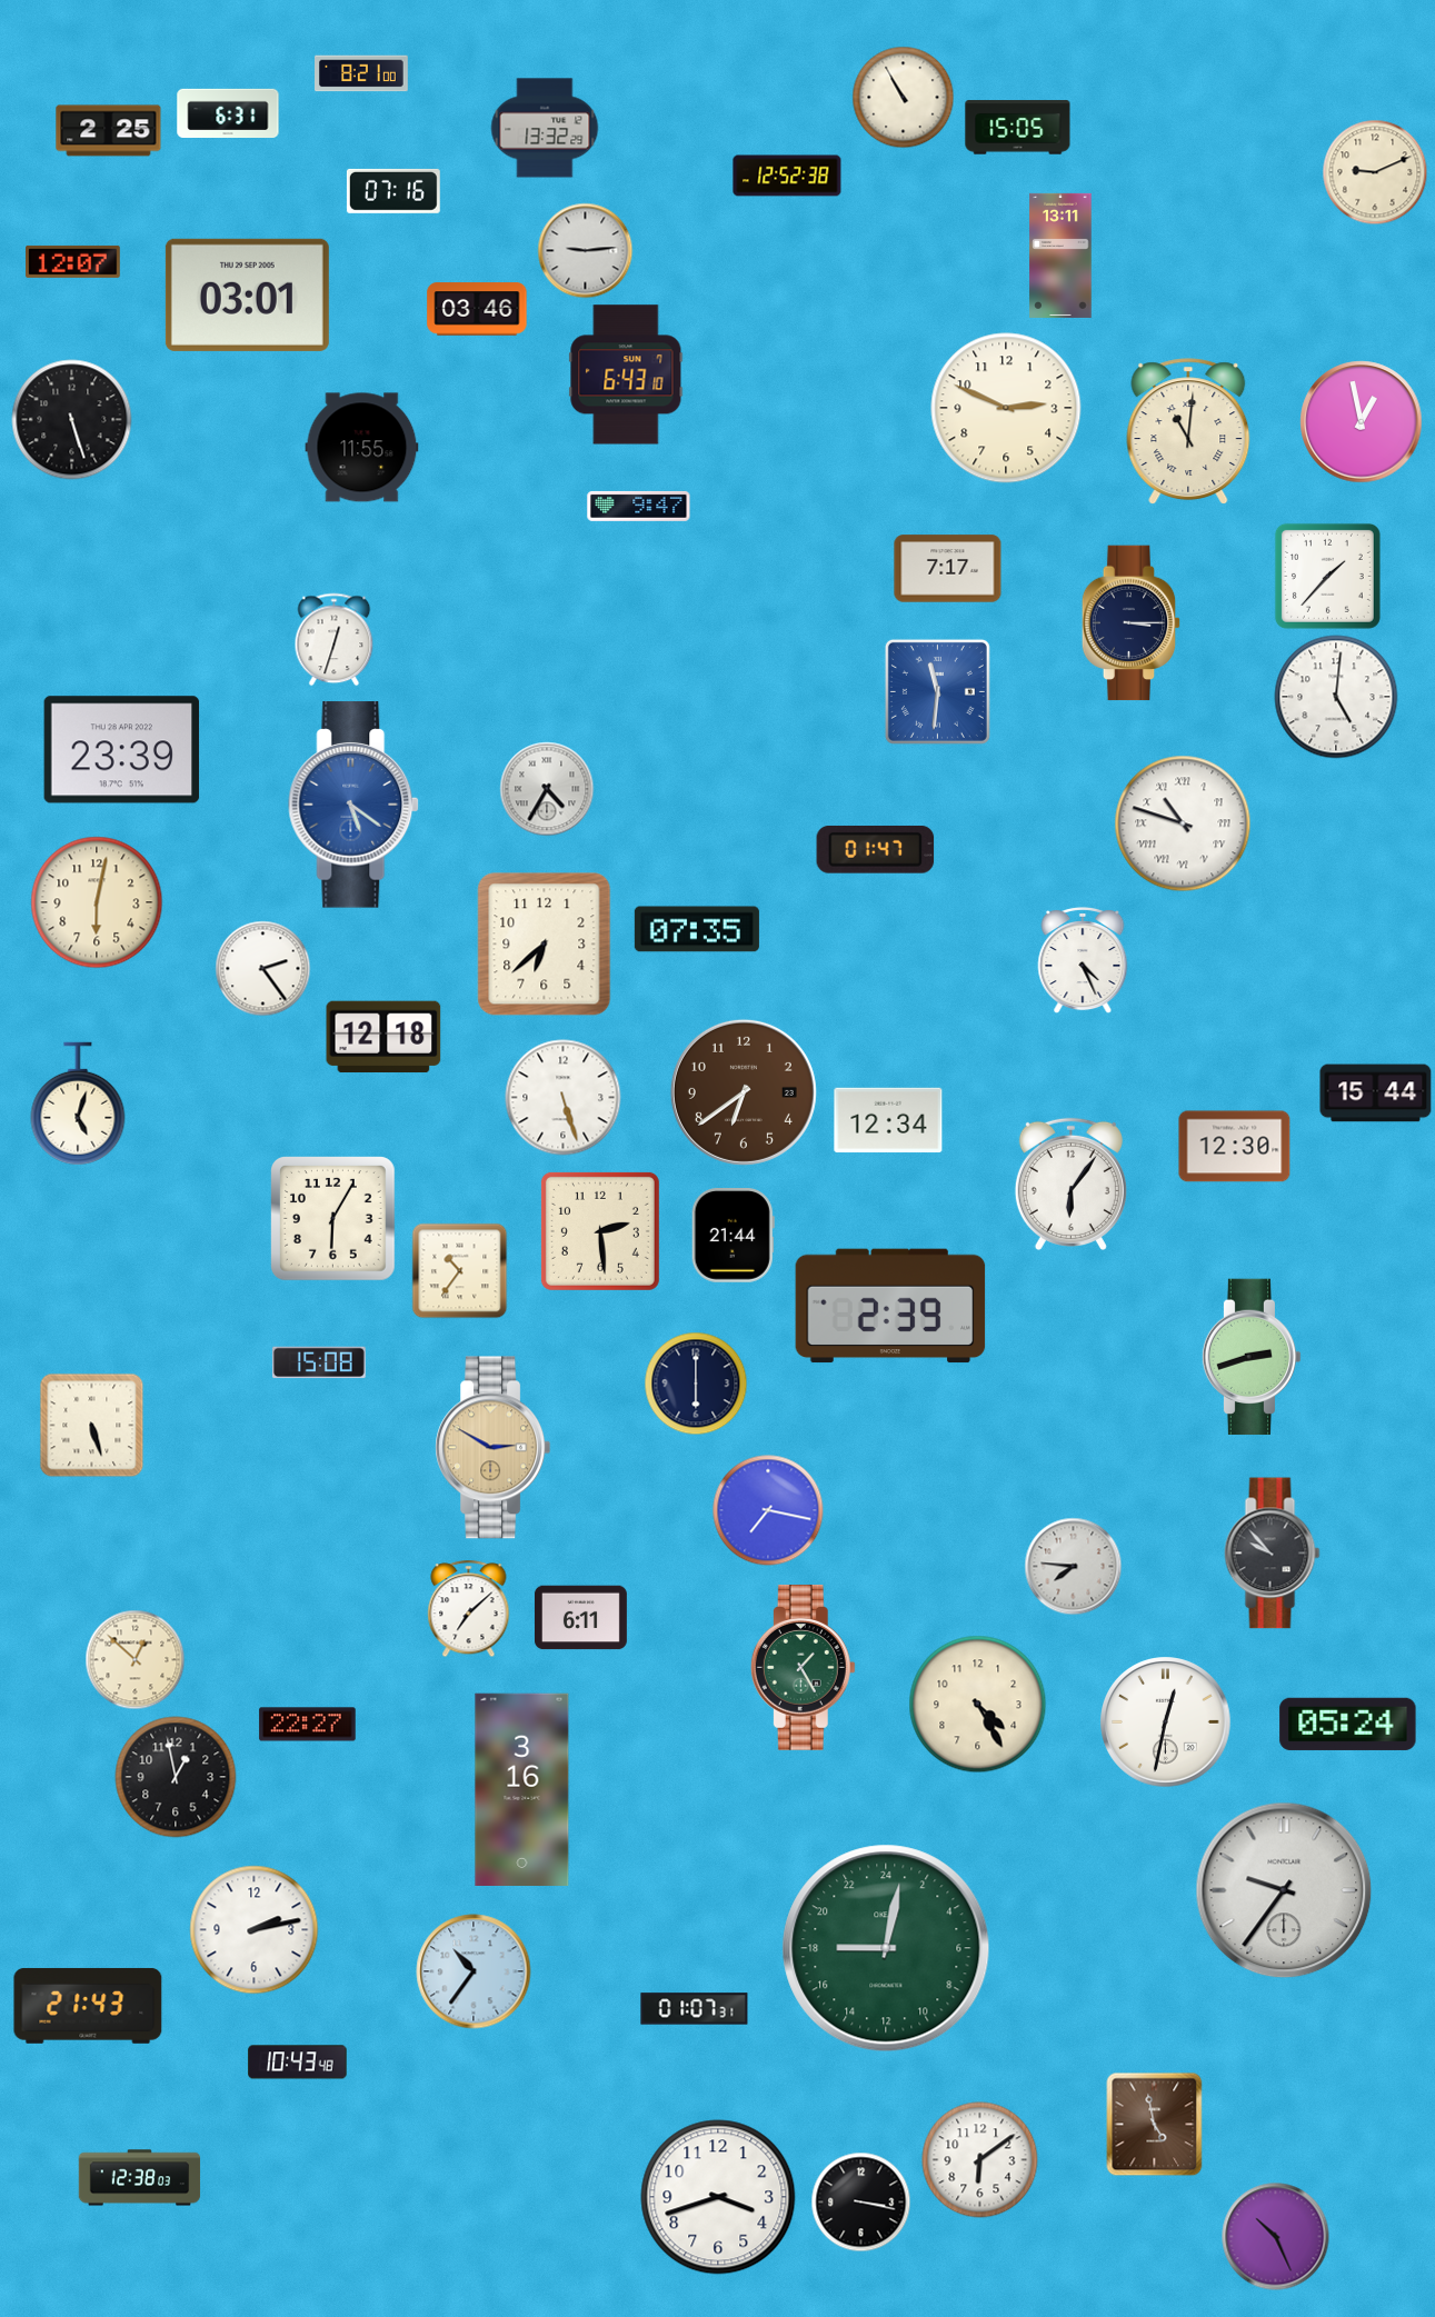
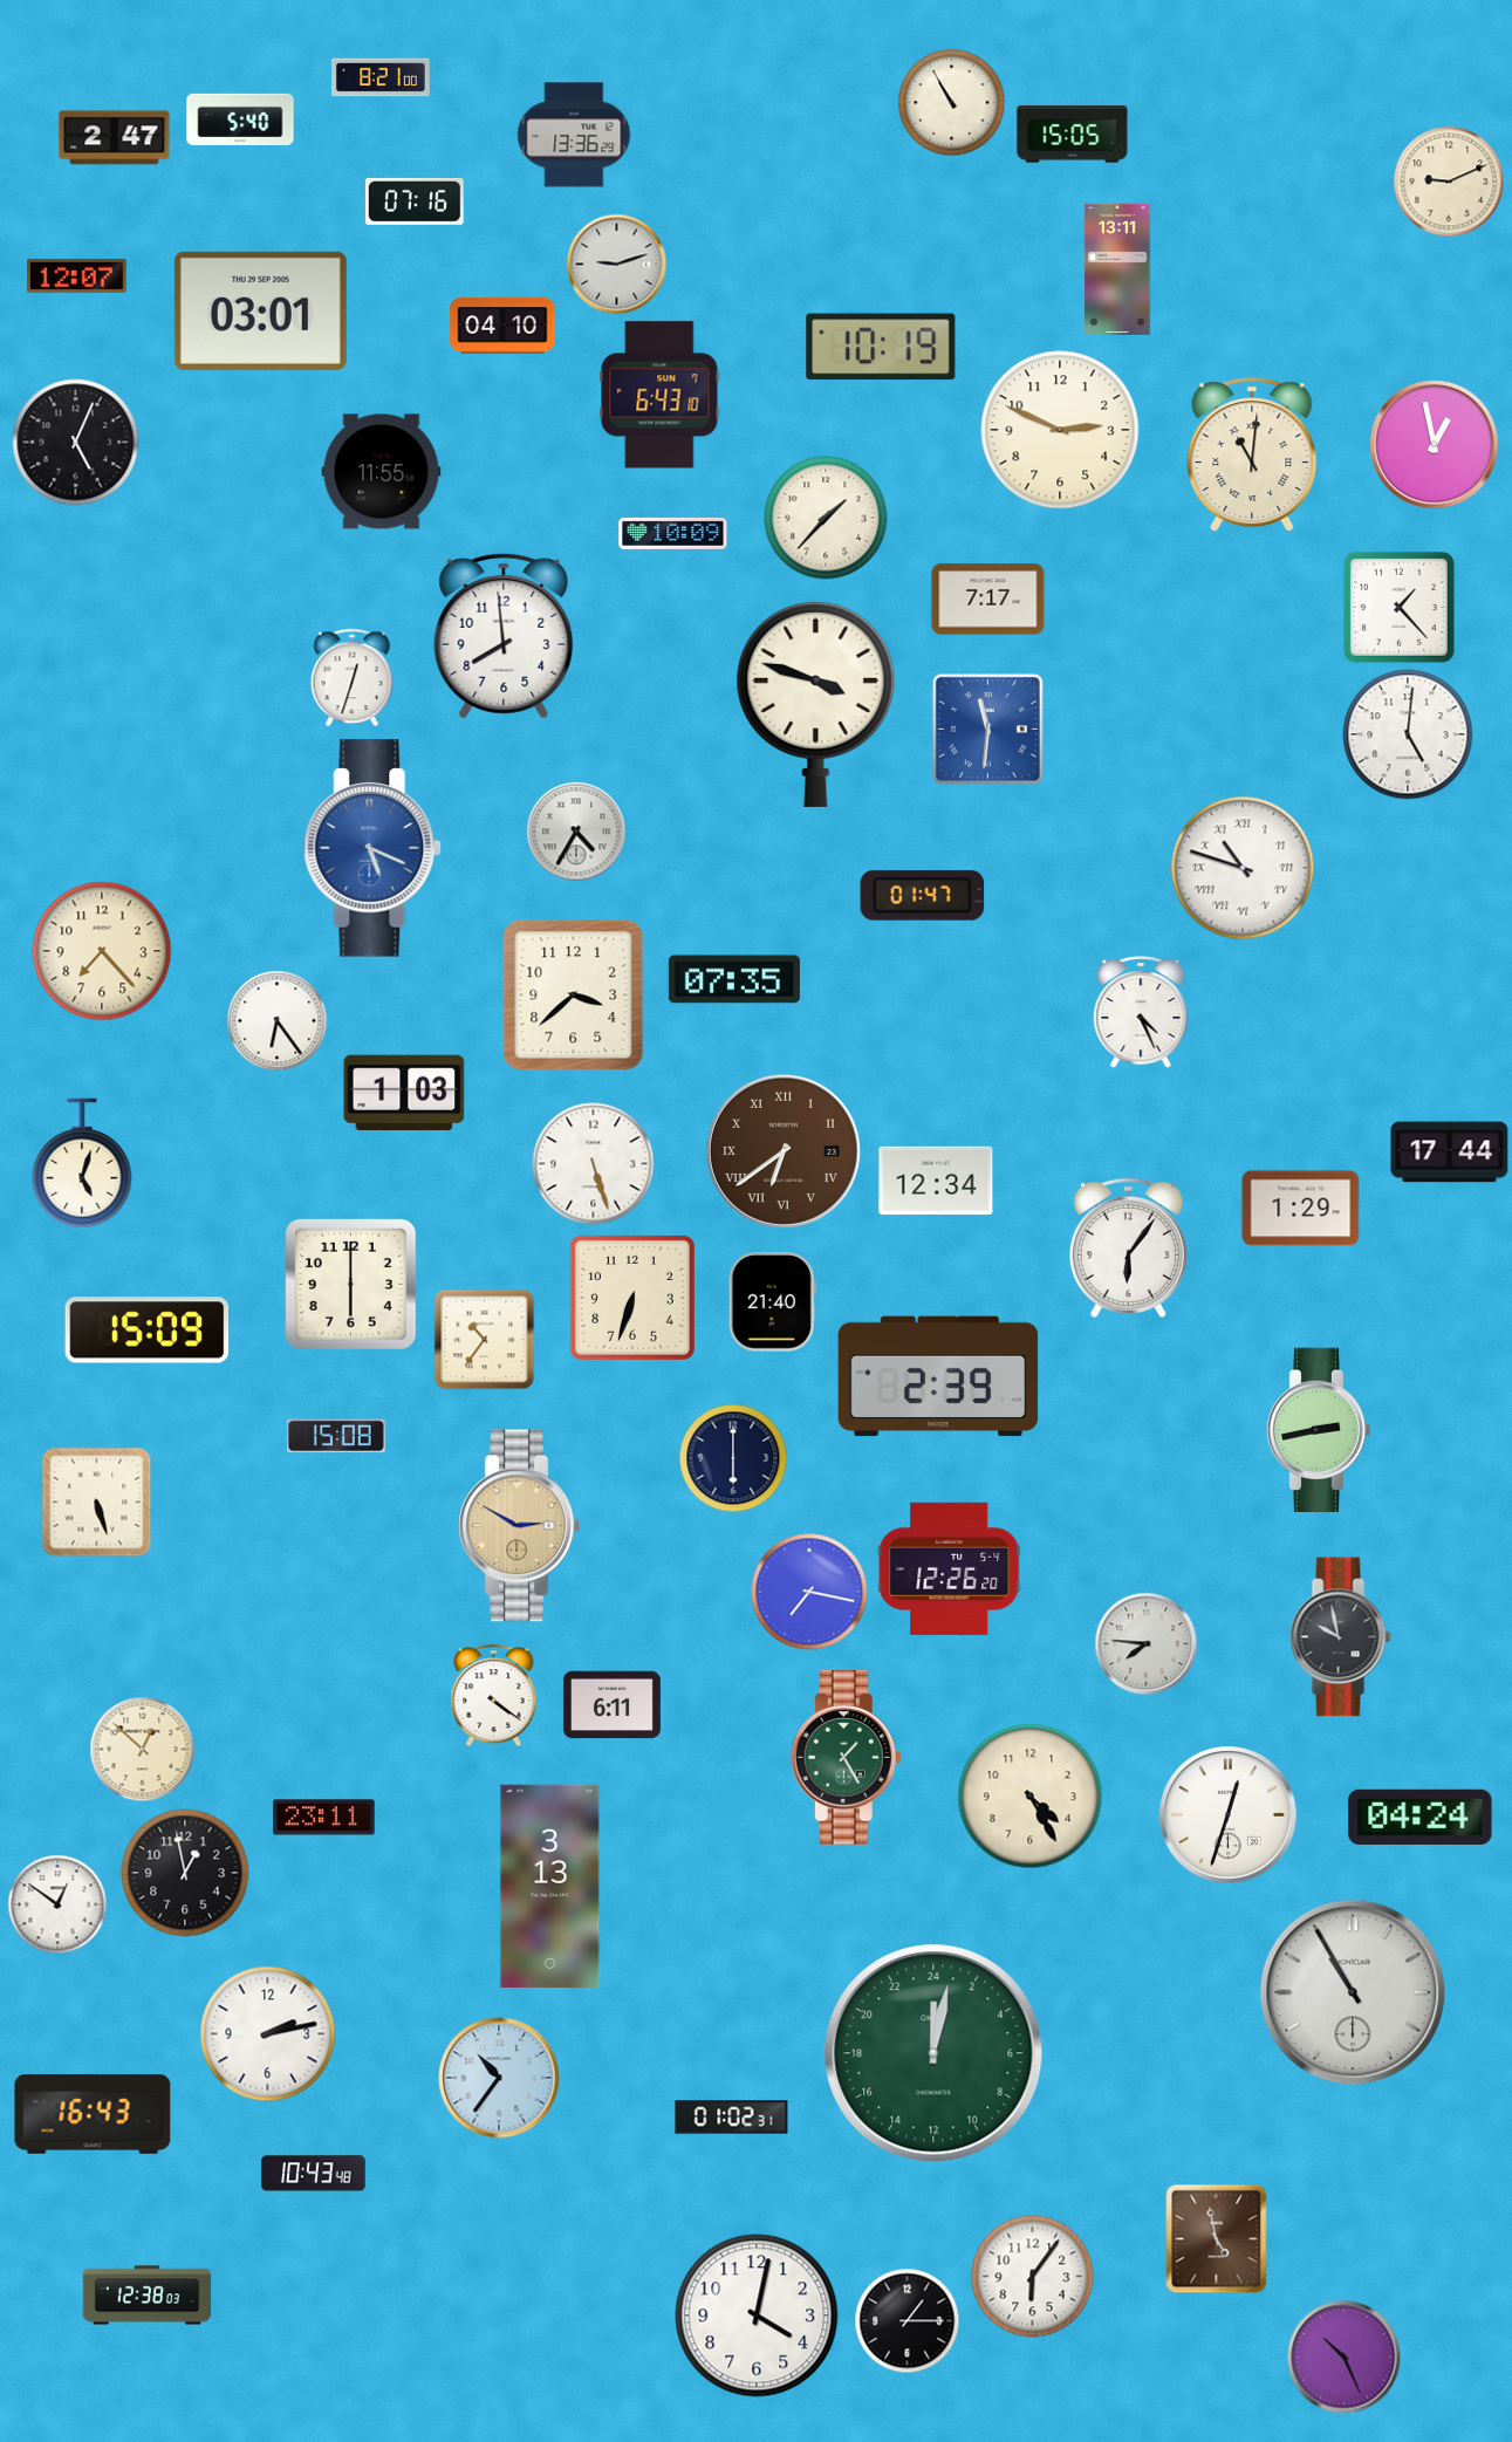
clock at (228, 112): 6:31 -> 5:40
clock at (545, 128): 13:32 -> 13:36
clock at (109, 131): 2:25 -> 2:47
clock at (787, 176): 12:52 -> none
clock at (586, 251): 9:14 -> 9:12
clock at (477, 309): 03:46 -> 04:10
clock at (881, 347): none -> 10:19
clock at (72, 420): 5:27 -> 5:04
clock at (826, 518): none -> 1:37
clock at (639, 506): 9:47 -> 10:09
clock at (948, 569) position: (948, 569) -> (988, 600)
clock at (1327, 576): 1:37 -> 1:23
clock at (504, 636): none -> 7:59
clock at (1132, 623): 3:15 -> none
clock at (335, 640) position: (335, 640) -> (353, 678)
clock at (816, 704): none -> 3:48
clock at (122, 750): 23:39 -> none
clock at (355, 805): 5:21 -> 5:19
clock at (1183, 823) position: (1183, 823) -> (1243, 868)
clock at (97, 902): 6:02 -> 7:23
clock at (545, 945): 6:38 -> 3:38
clock at (263, 969): 2:24 -> 6:24
clock at (383, 1037): 12:18 -> 1:03
clock at (744, 1092) numerals: Arabic -> Roman
clock at (1376, 1093): 15:44 -> 17:44
clock at (564, 1098) position: (564, 1098) -> (594, 1164)
clock at (1235, 1147): 12:30 -> 1:29
clock at (333, 1219): 6:05 -> 6:00
clock at (600, 1231): 2:29 -> 6:33
clock at (733, 1236): 21:44 -> 21:40
clock at (148, 1331): none -> 15:09
clock at (1252, 1357): 2:42 -> 2:43
clock at (950, 1568): none -> 12:26
clock at (1273, 1554): 9:53 -> 9:58
clock at (1074, 1567) position: (1074, 1567) -> (1147, 1644)
clock at (469, 1609): 7:08 -> 4:21
clock at (1166, 1722): 12:32 -> 12:33
clock at (1348, 1724): 05:24 -> 04:24
clock at (308, 1725): 22:27 -> 23:11
clock at (522, 1789): 3:16 -> 3:13
clock at (57, 1904): none -> 12:51
clock at (1284, 1890): 9:36 -> 10:55
clock at (886, 1948): 18:02 -> 0:02
clock at (88, 2006): 21:43 -> 16:43
clock at (695, 2009): 01:07 -> 01:02
clock at (980, 2160): 6:09 -> 6:06
clock at (718, 2197): 3:42 -> 4:02
clock at (861, 2203): 3:17 -> 1:15
